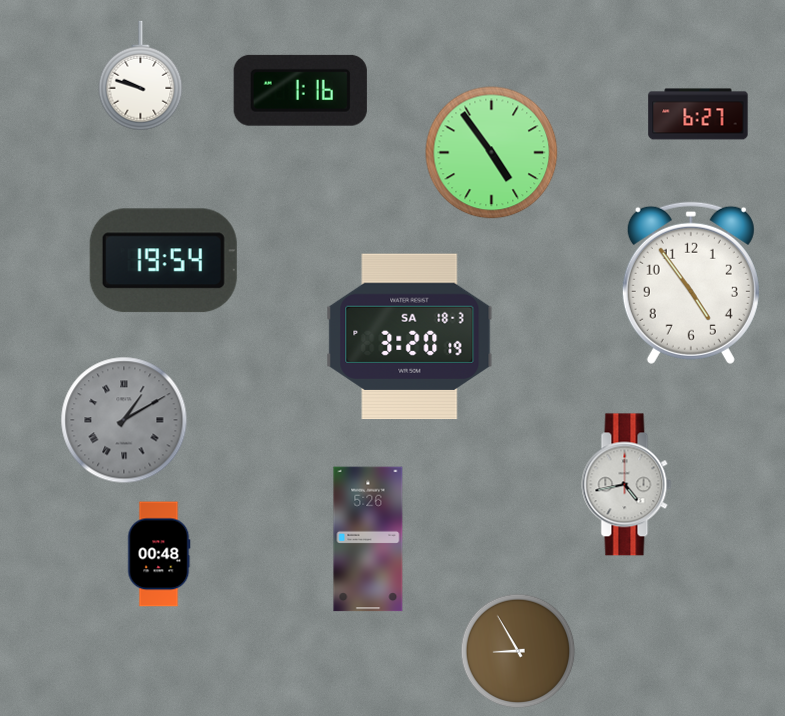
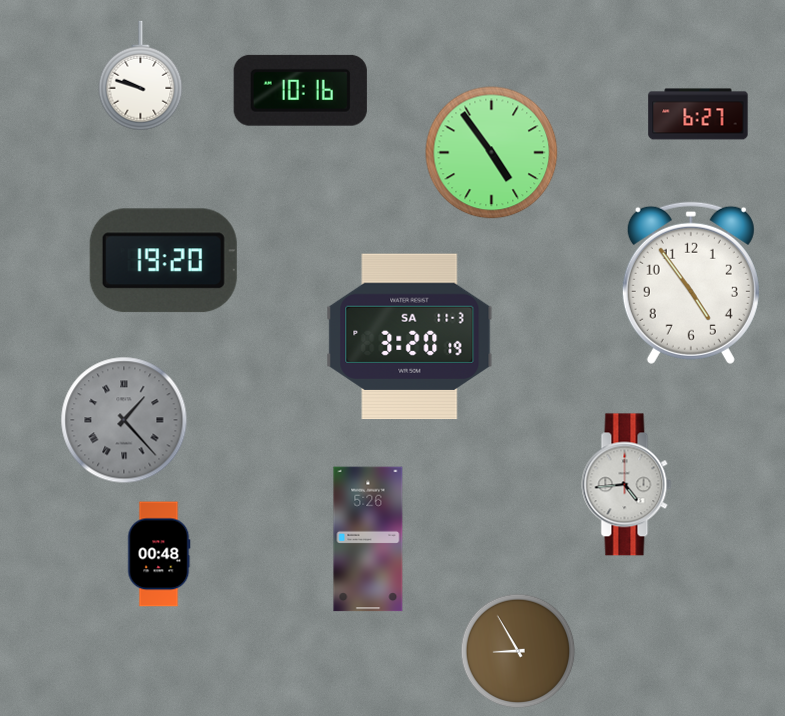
clock at (300, 90): 1:16 -> 10:16
clock at (163, 261): 19:54 -> 19:20
clock at (410, 337) date: SA 18-3 -> SA 11-3
clock at (124, 420): 1:10 -> 1:23
clock at (627, 485): 4:43 -> 4:44
